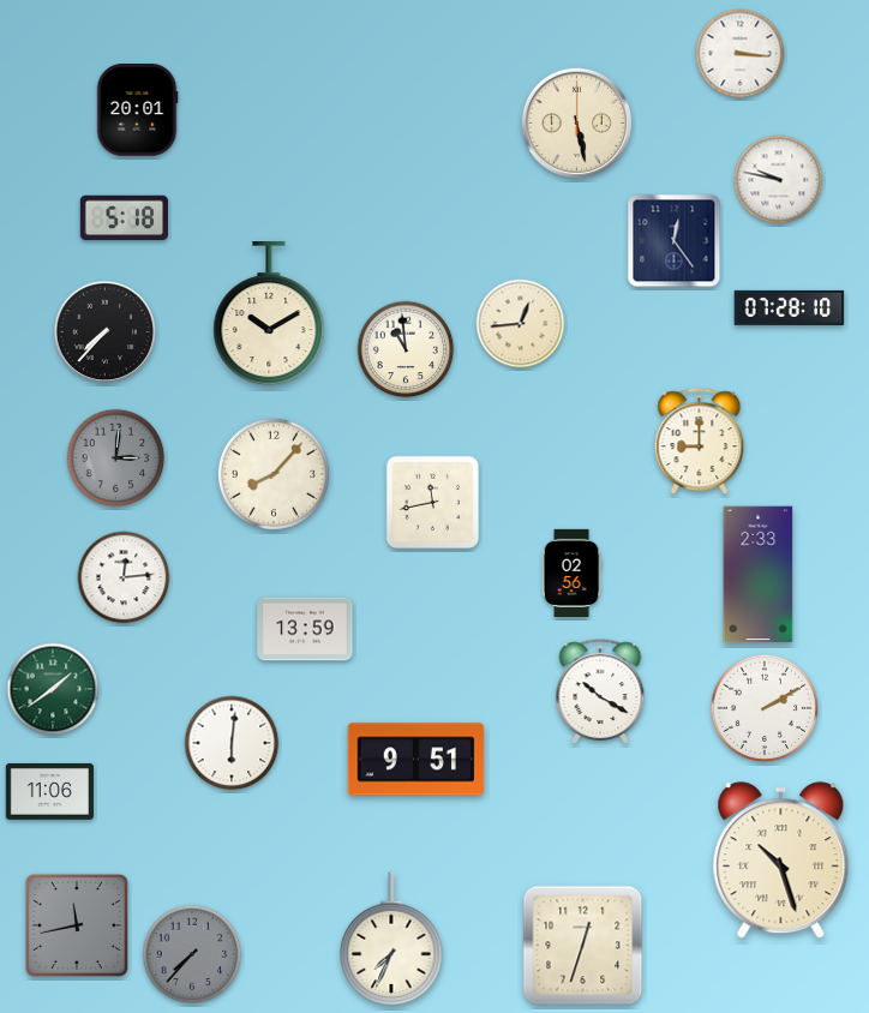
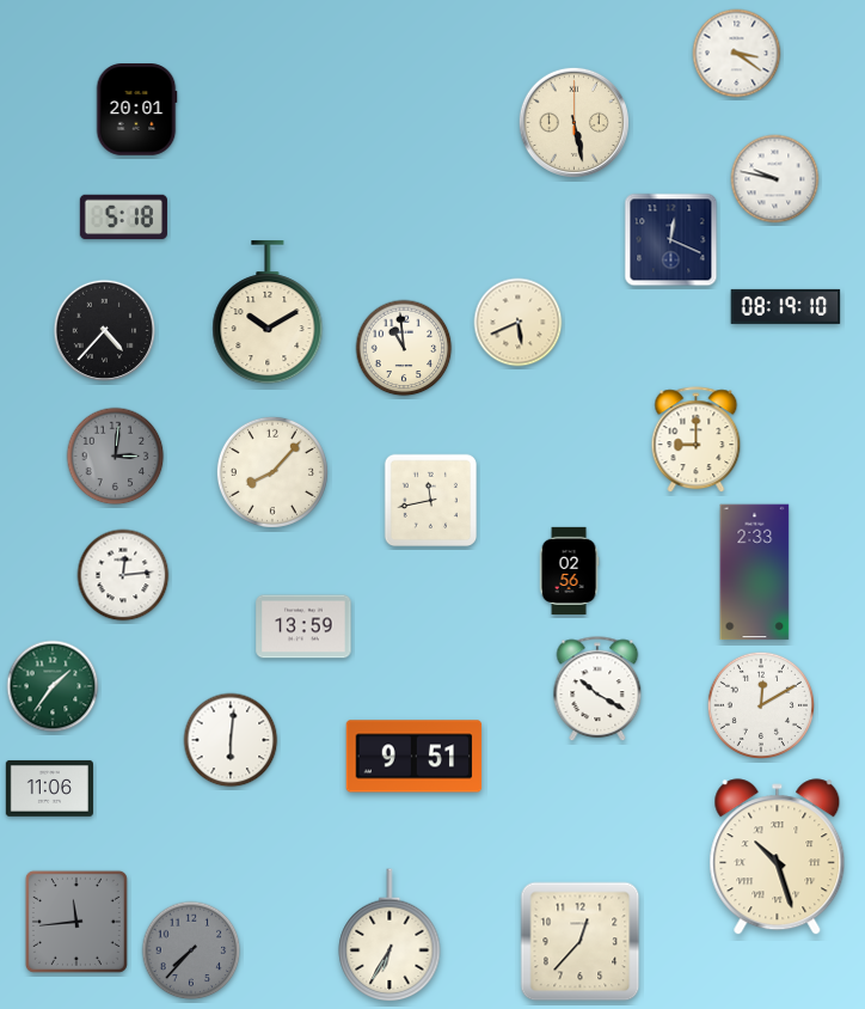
clock at (741, 54): 3:16 -> 3:21
clock at (675, 241): 12:24 -> 12:19
clock at (790, 307): 07:28 -> 08:19
clock at (521, 324): 12:44 -> 5:41
clock at (104, 331): 7:37 -> 4:37
clock at (53, 689): 1:39 -> 1:36
clock at (763, 707): 2:10 -> 12:10
clock at (77, 925): 11:43 -> 11:44
clock at (391, 940): 7:34 -> 6:35
clock at (583, 946): 12:33 -> 12:37
